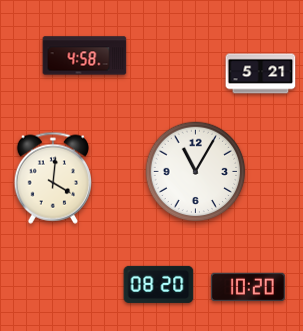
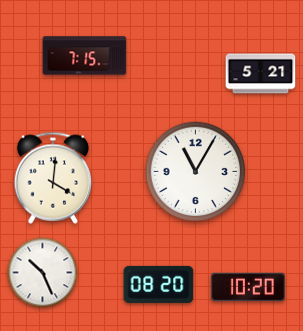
clock at (85, 56): 4:58 -> 7:15
clock at (43, 273): none -> 10:26
